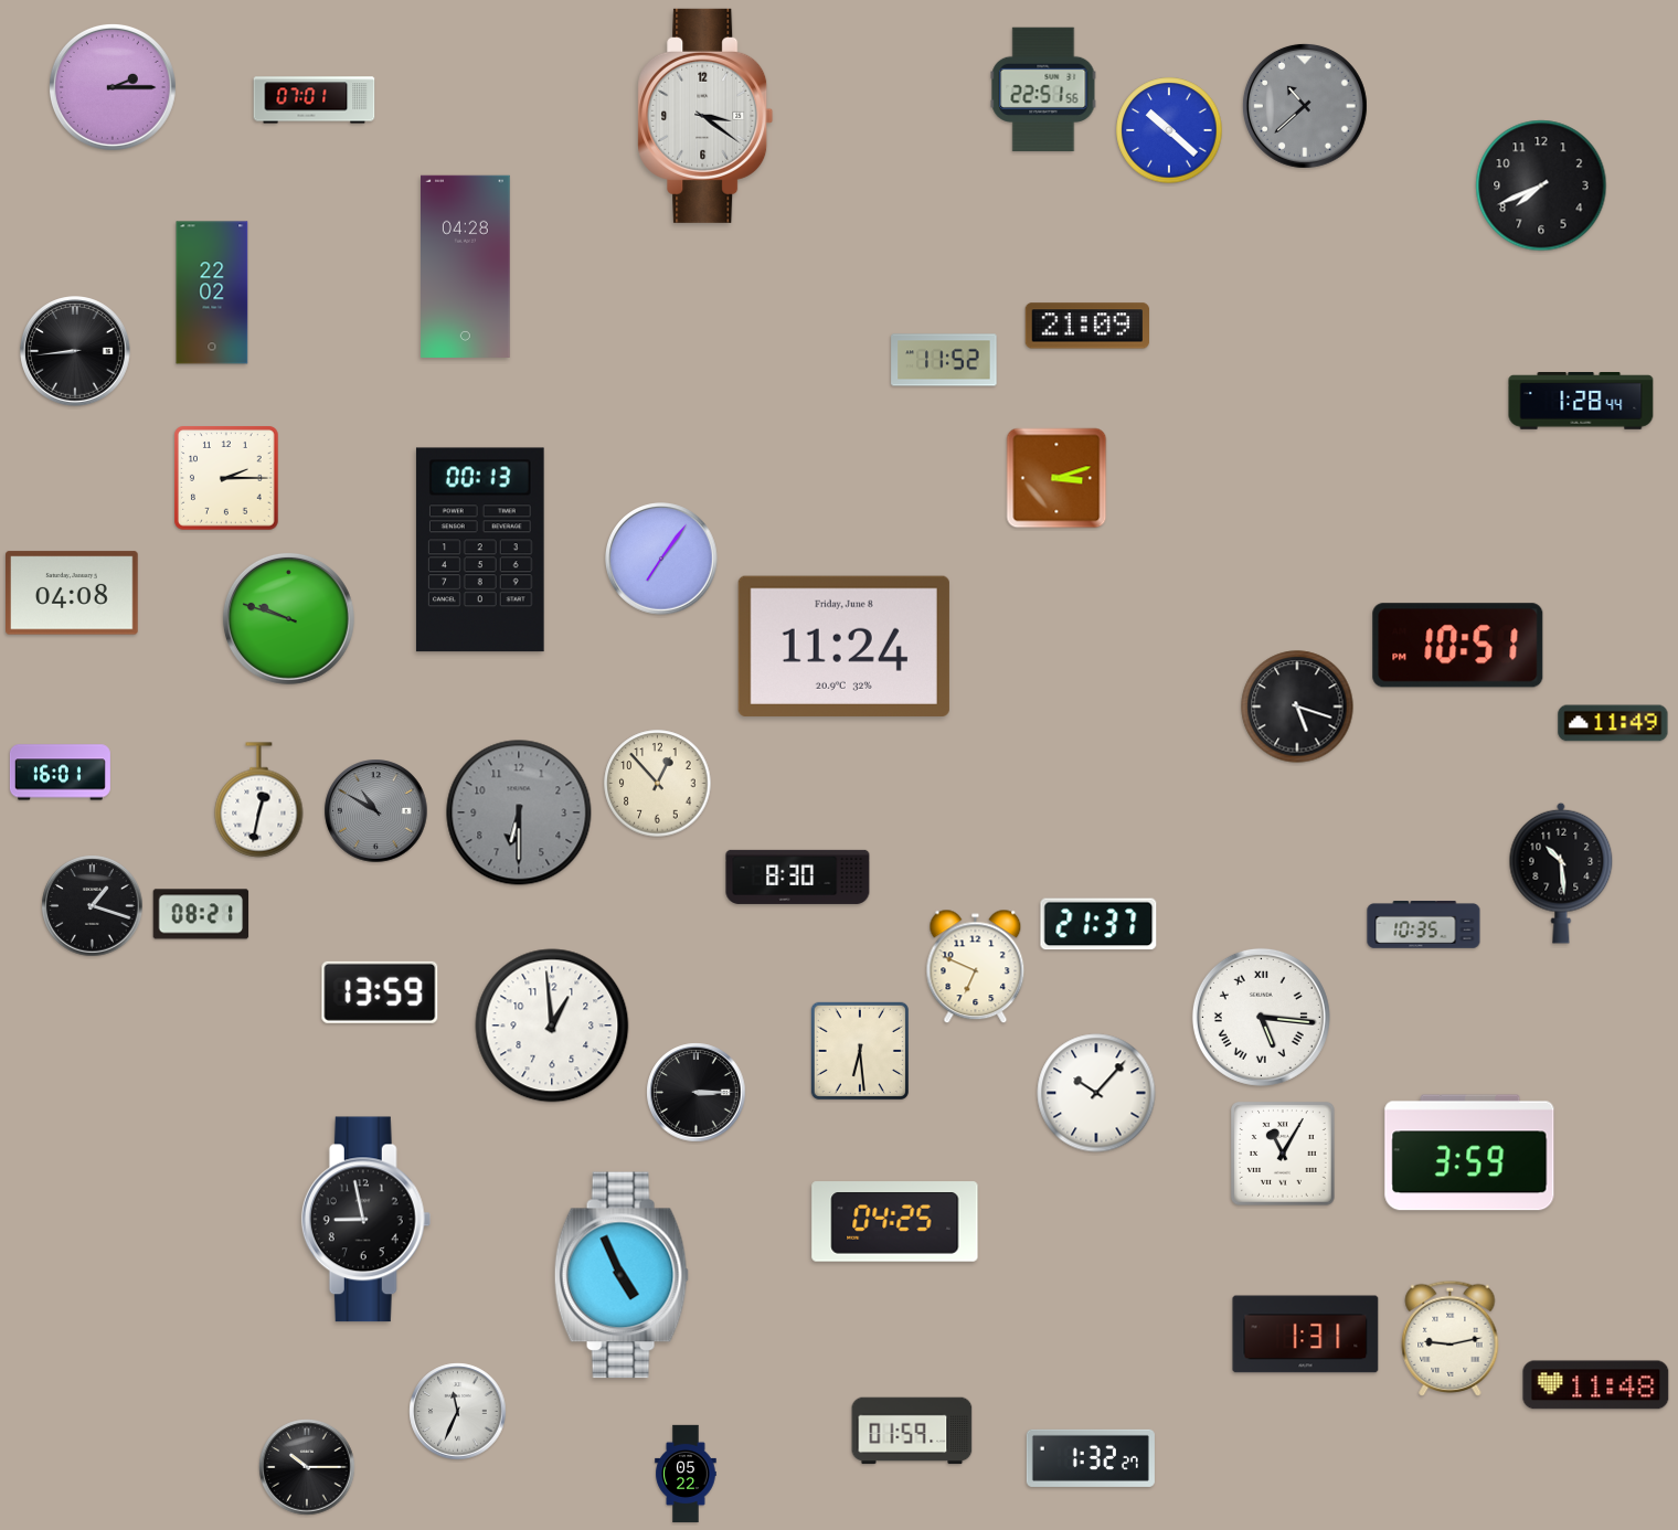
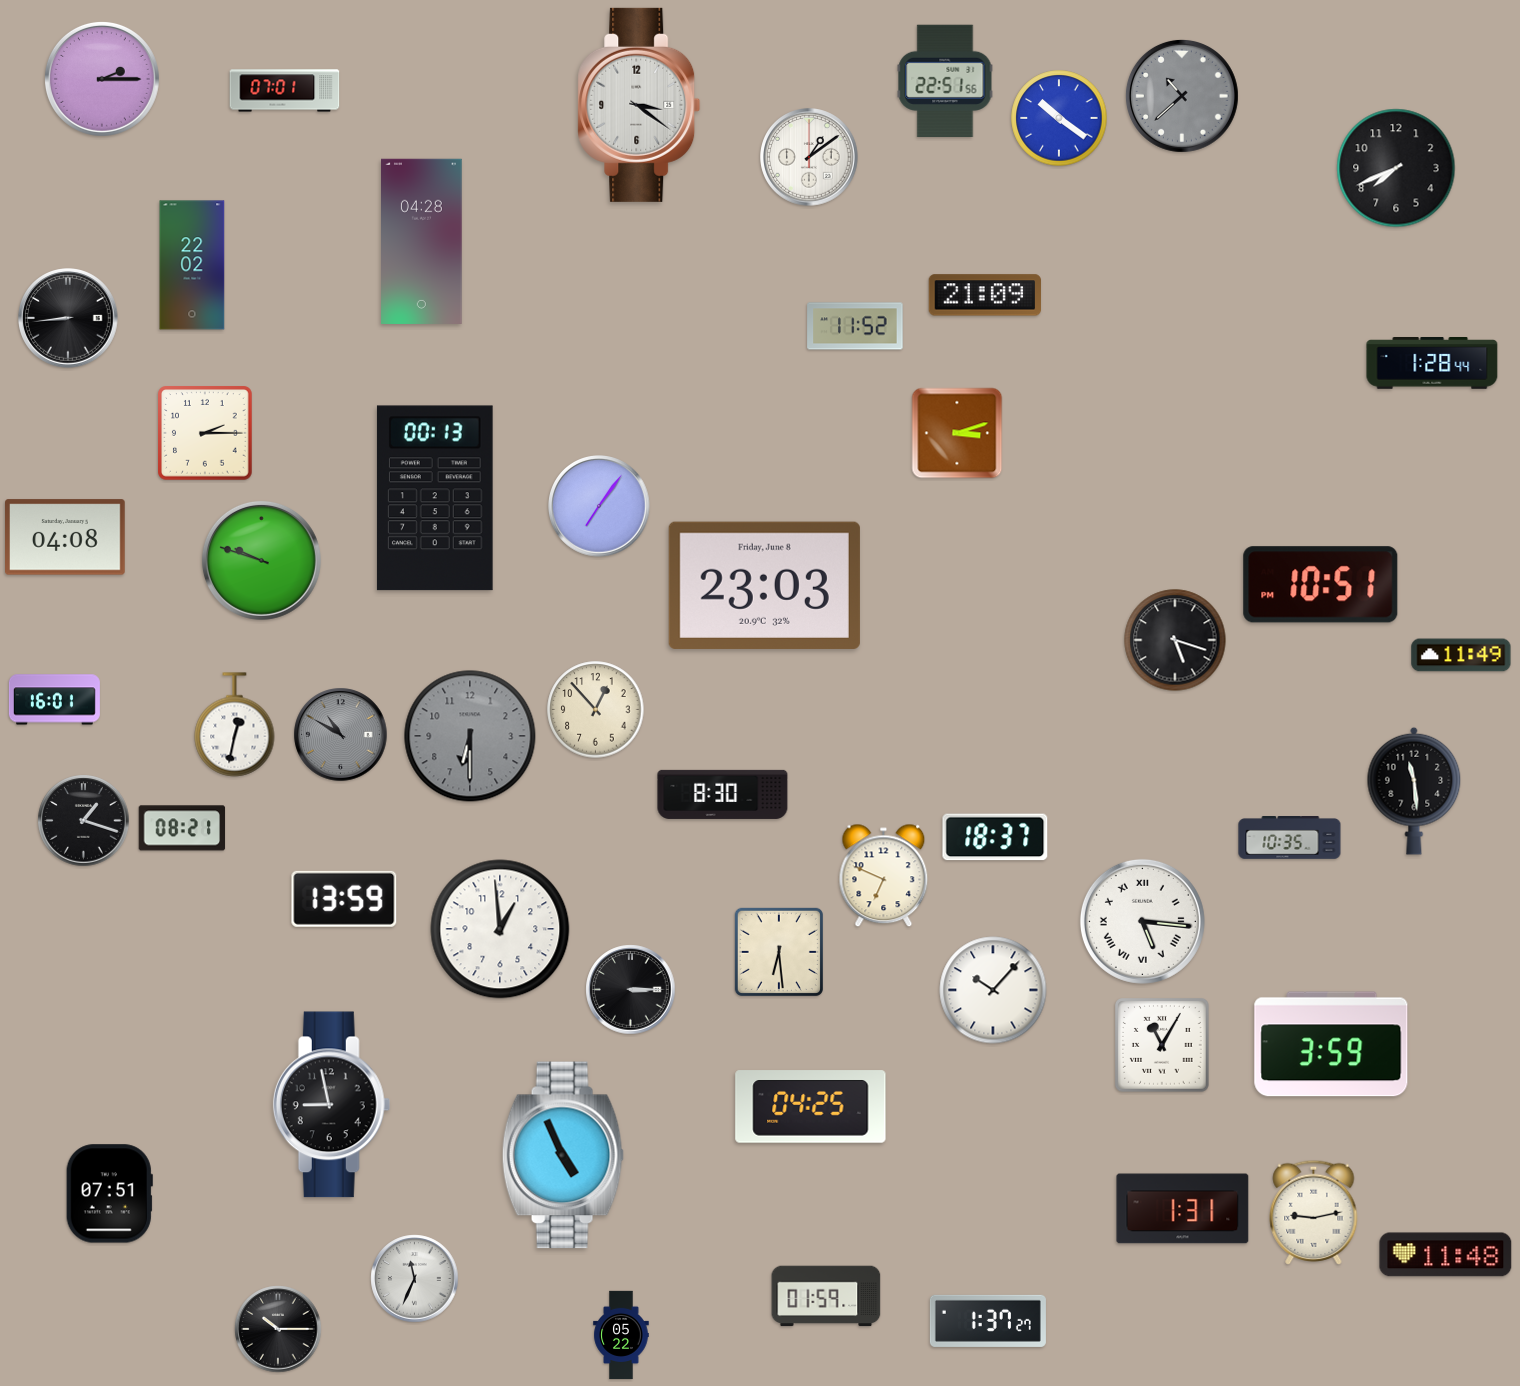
clock at (1169, 130): 10:22 -> 10:21
clock at (809, 157): none -> 1:09
clock at (843, 646): 11:24 -> 23:03
clock at (1561, 873): 10:29 -> 11:29
clock at (1098, 924): 21:37 -> 18:37
clock at (109, 1194): none -> 07:51
clock at (1091, 1458): 1:32 -> 1:37
